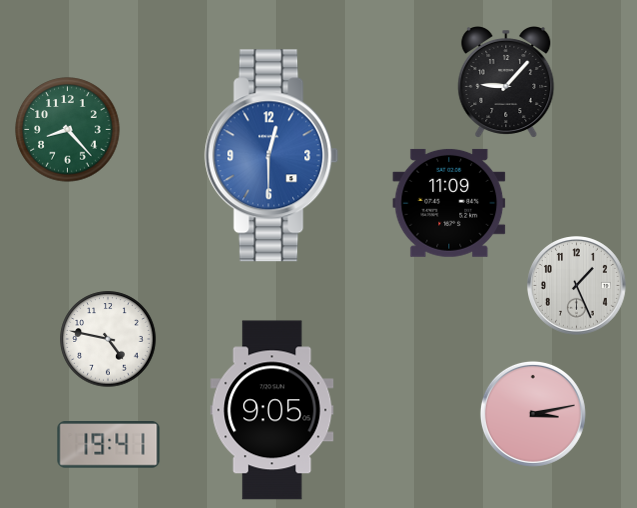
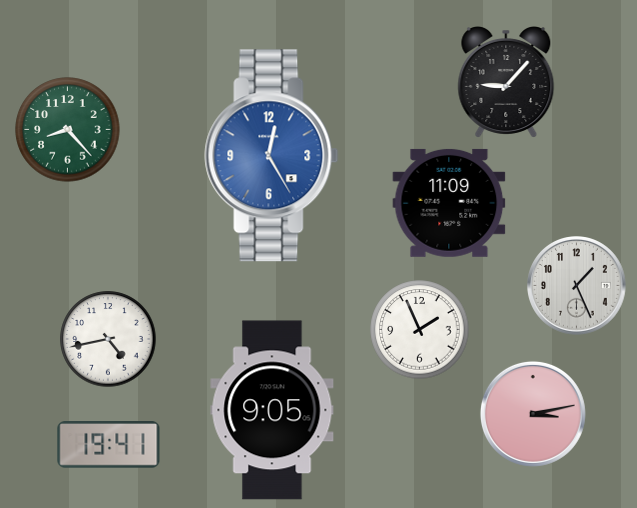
clock at (272, 156): 12:30 -> 12:25
clock at (420, 330): none -> 1:56
clock at (108, 339): 4:47 -> 4:43
